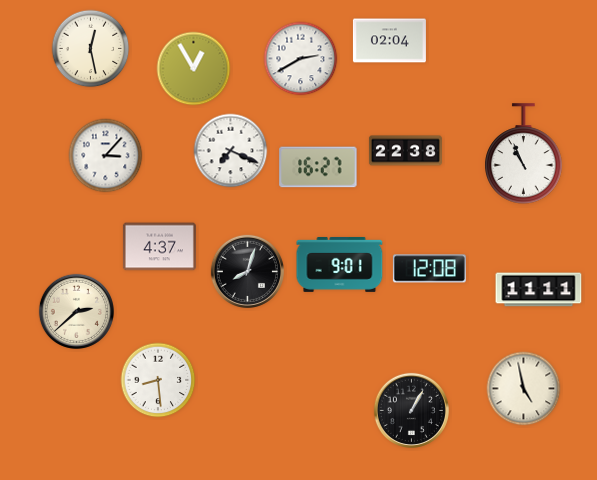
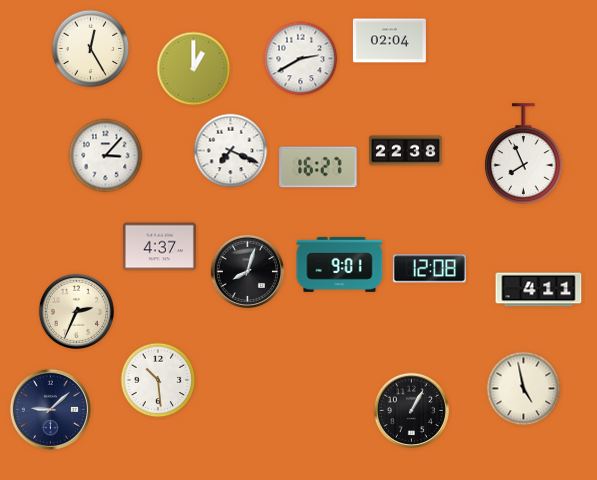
clock at (91, 49): 12:28 -> 12:25
clock at (194, 69): 12:55 -> 1:00
clock at (524, 154): 10:56 -> 7:56
clock at (539, 290): 11:11 -> 4:11
clock at (76, 311): 2:38 -> 2:34
clock at (158, 380): 8:29 -> 10:29
clock at (50, 409): none -> 9:08
